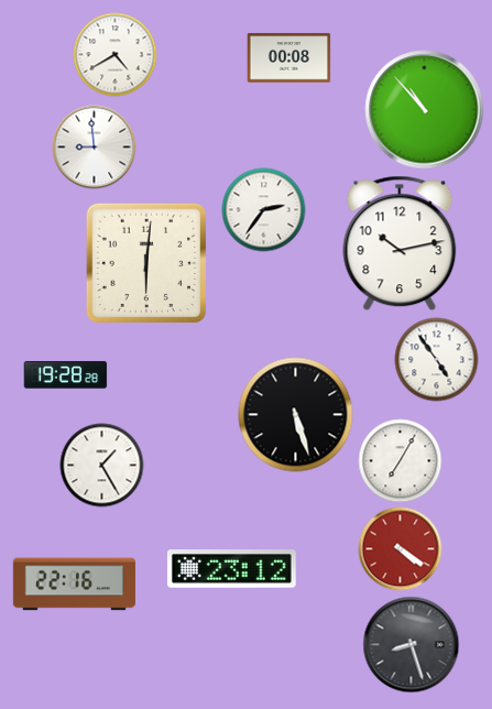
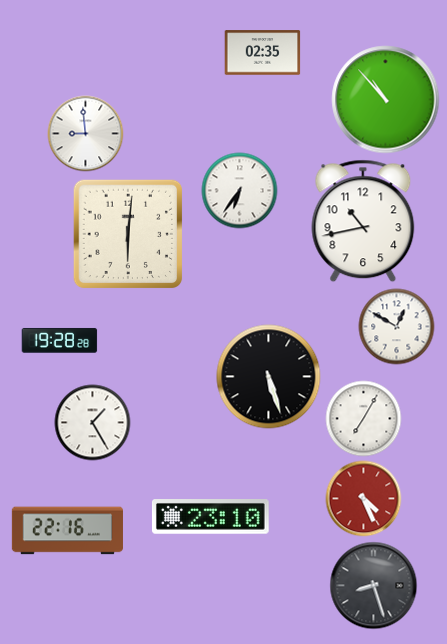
clock at (116, 55): 4:40 -> none
clock at (289, 58): 00:08 -> 02:35
clock at (264, 210): 2:36 -> 6:36
clock at (400, 243): 10:13 -> 10:43
clock at (146, 263) position: (146, 263) -> (128, 234)
clock at (437, 360): 4:54 -> 12:50
clock at (401, 549): 4:21 -> 4:26
clock at (231, 569): 23:12 -> 23:10
